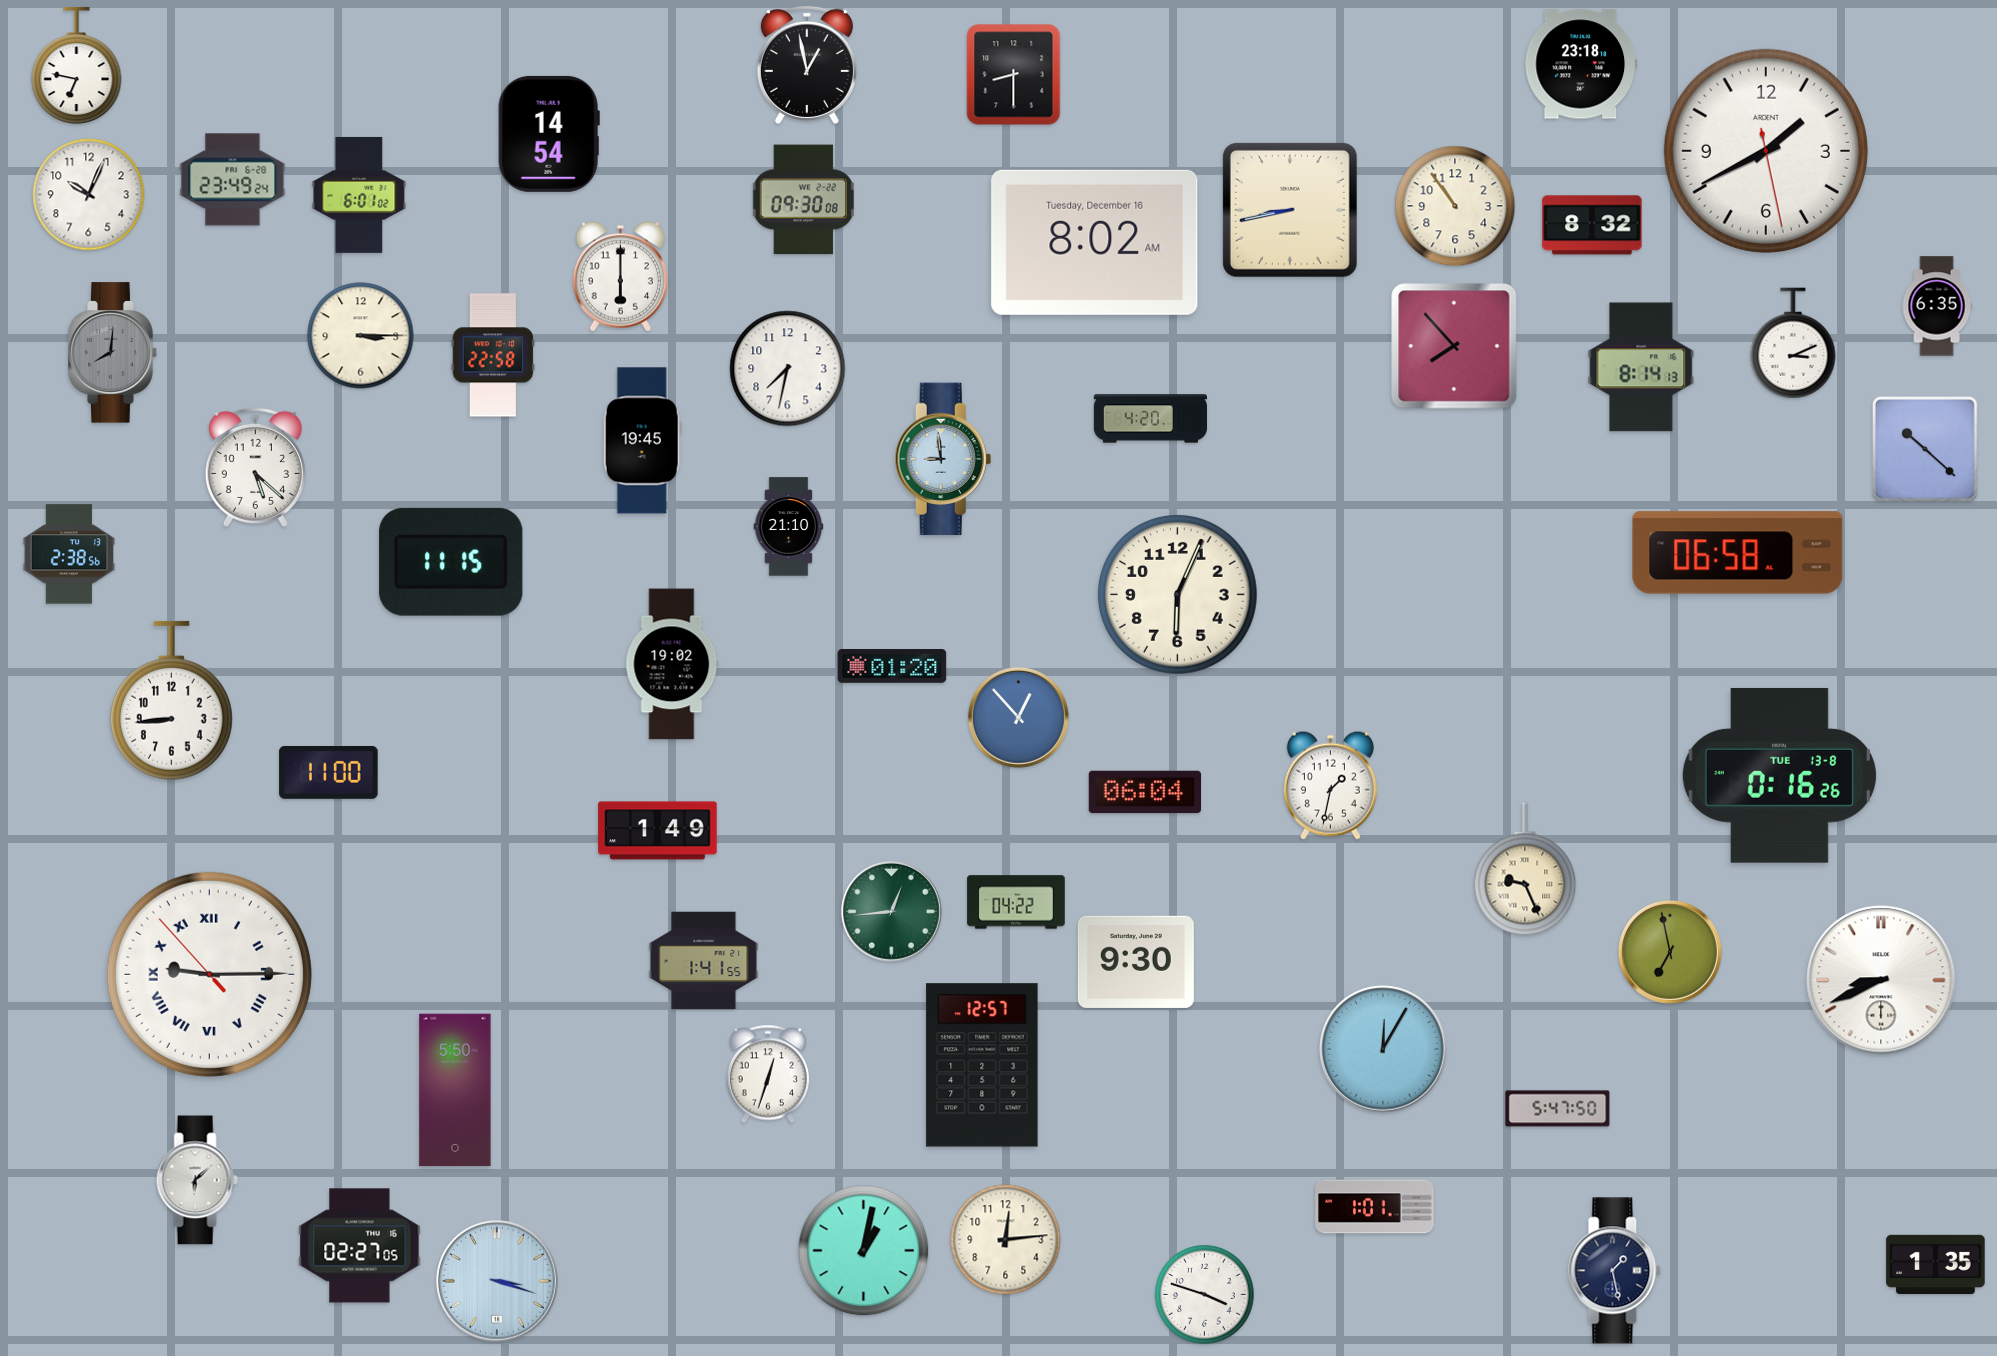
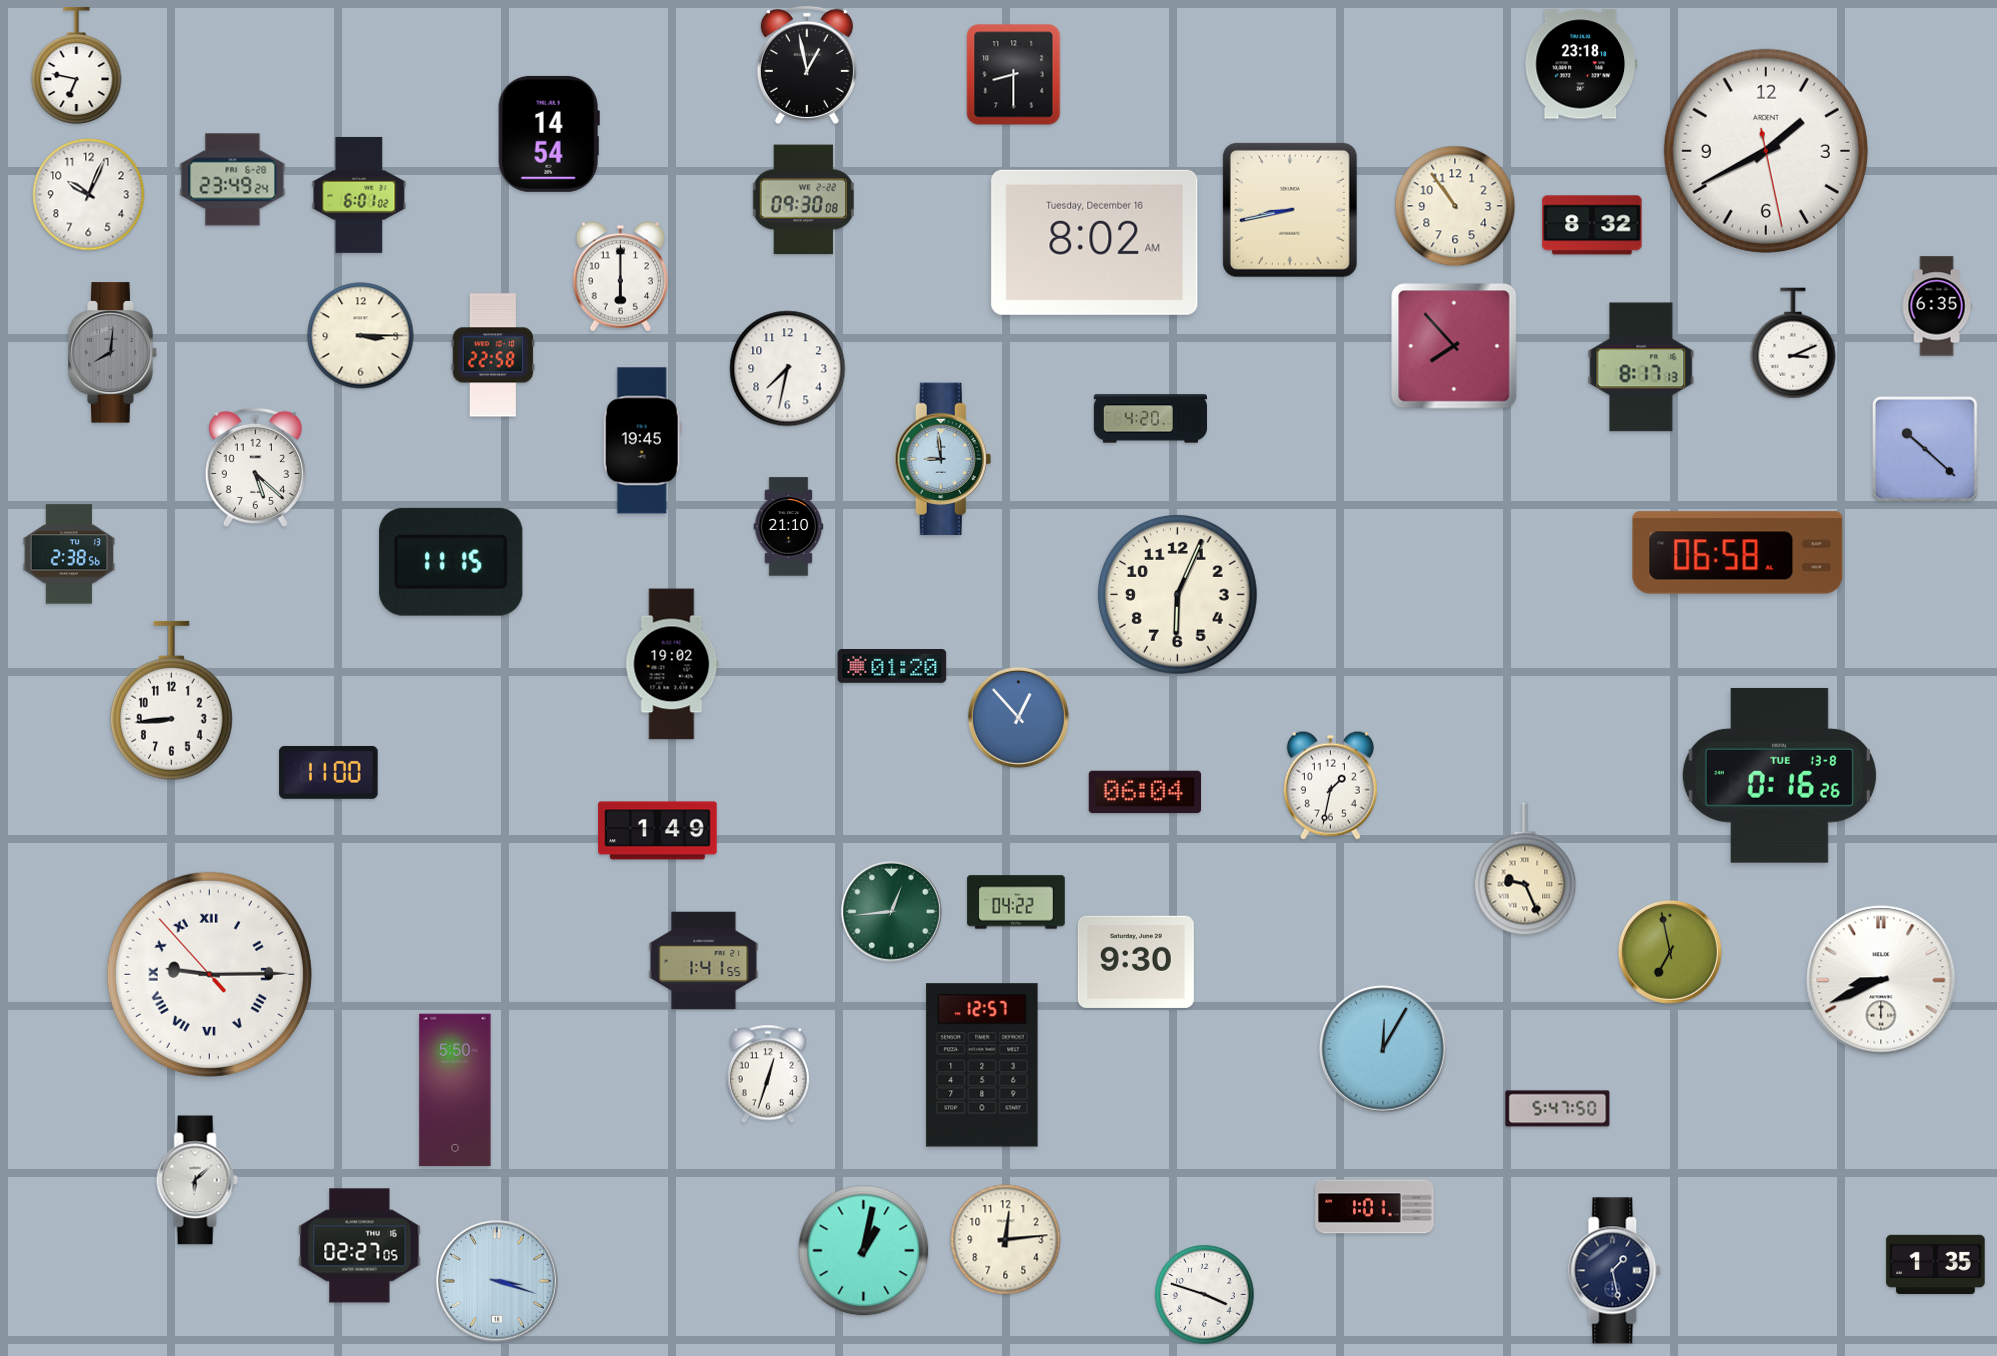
clock at (1641, 367): 8:14 -> 8:17
